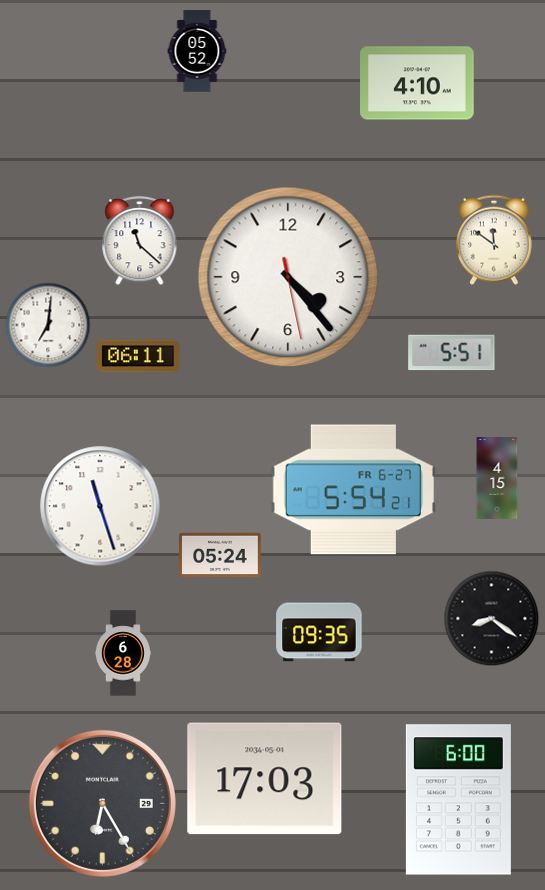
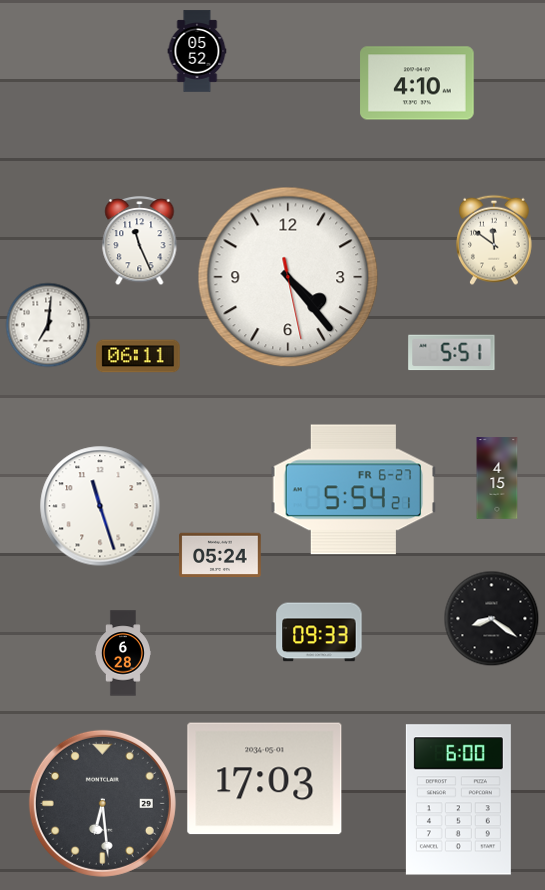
clock at (140, 242): 11:22 -> 11:26
clock at (319, 632): 09:35 -> 09:33
clock at (102, 803): 6:25 -> 6:29
